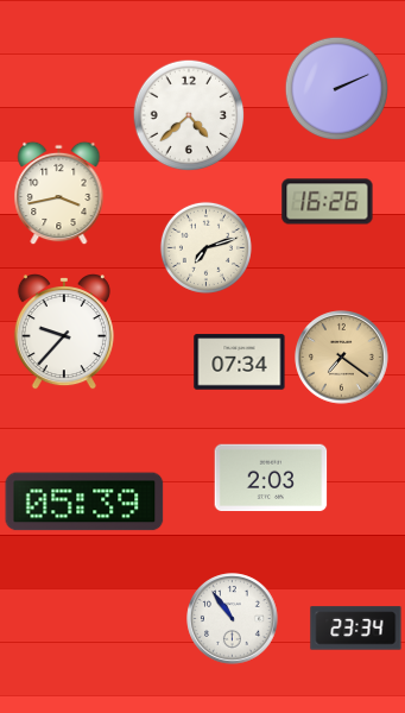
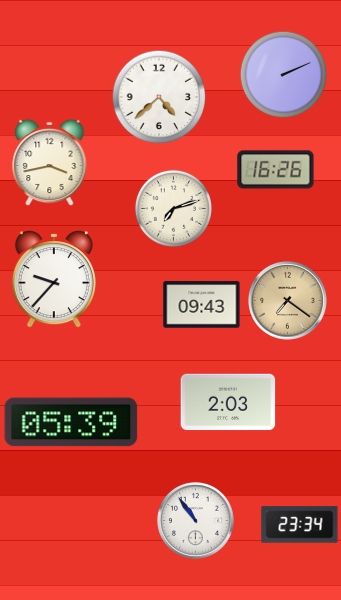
clock at (240, 362): 07:34 -> 09:43
clock at (356, 629) position: (356, 629) -> (300, 525)
